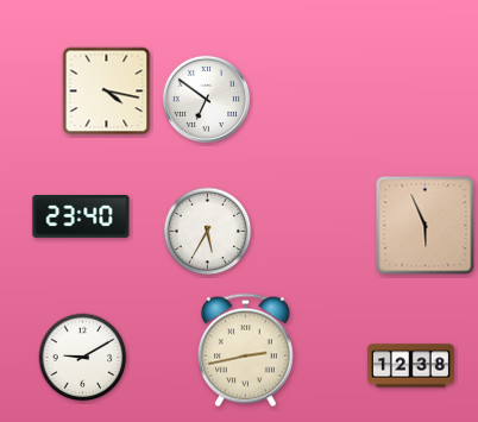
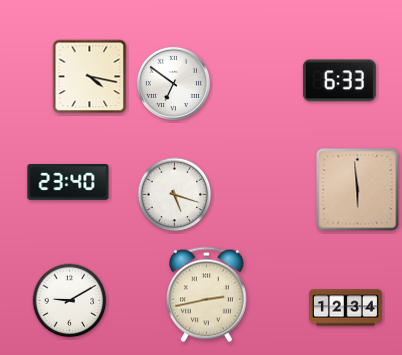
clock at (339, 81): none -> 6:33
clock at (426, 226): 5:56 -> 5:59
clock at (208, 232): 5:35 -> 5:18
clock at (411, 366): 12:38 -> 12:34
